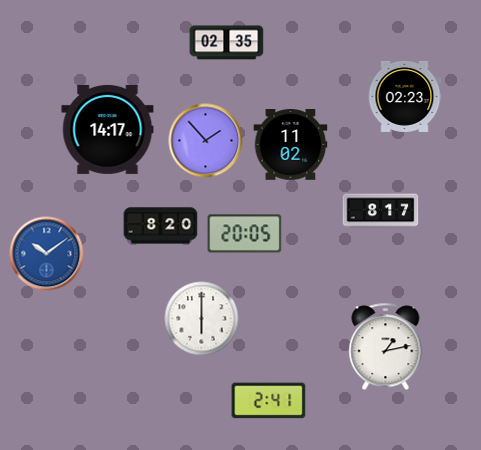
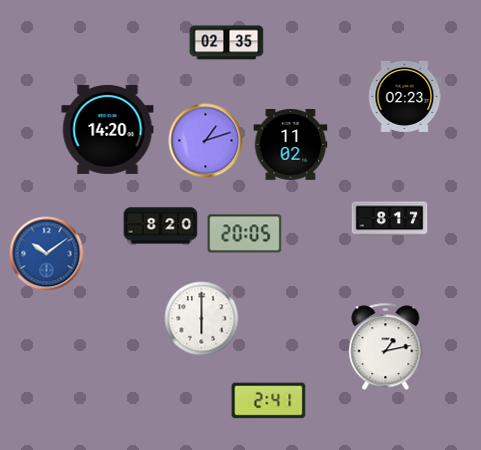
clock at (108, 129): 14:17 -> 14:20
clock at (206, 141): 1:53 -> 1:12
clock at (381, 211) position: (381, 211) -> (390, 219)
